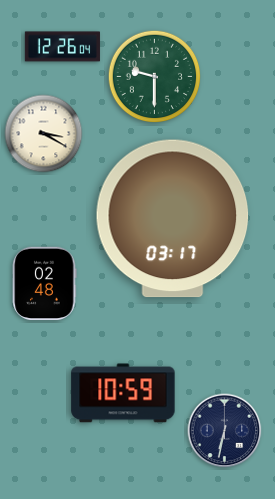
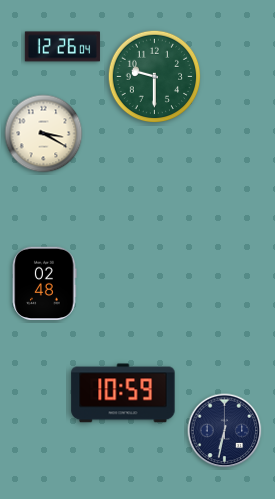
clock at (173, 219): 03:17 -> none
